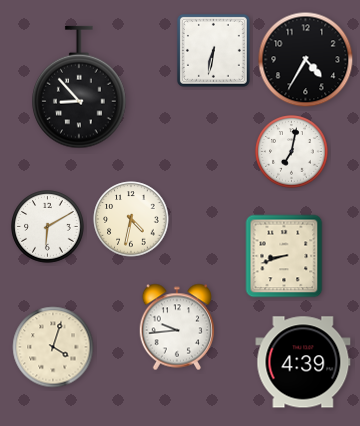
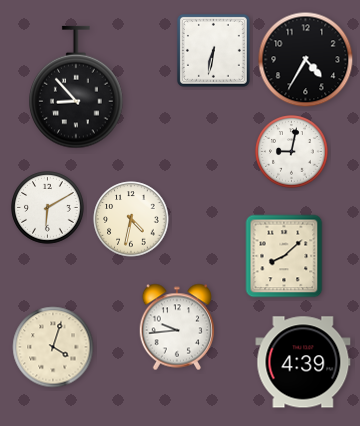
clock at (79, 87) position: (79, 87) -> (76, 87)
clock at (292, 152): 7:02 -> 9:02
clock at (48, 227) position: (48, 227) -> (48, 208)
clock at (284, 256): 8:42 -> 8:08
